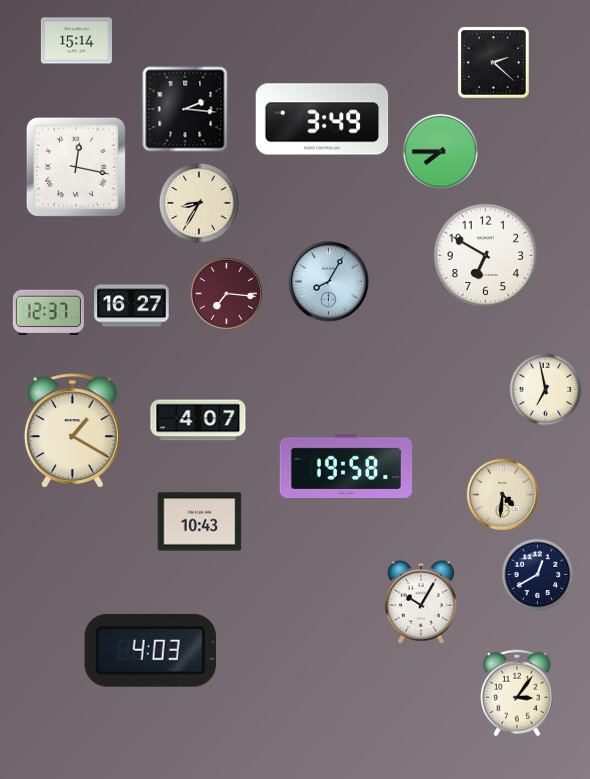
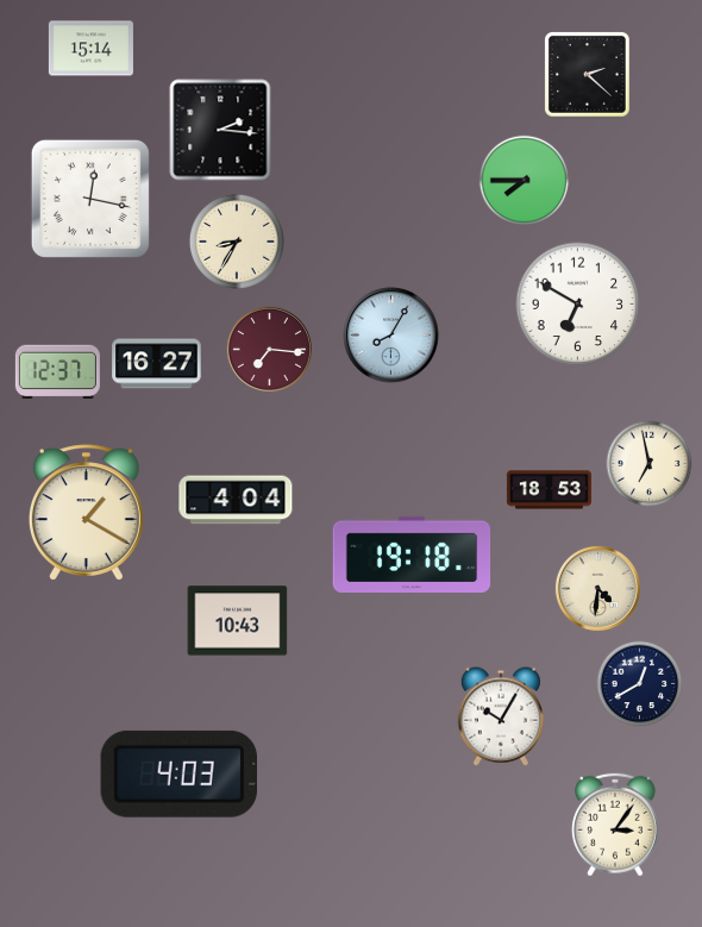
clock at (322, 119): 3:49 -> none
clock at (549, 490): none -> 18:53
clock at (198, 420): 4:07 -> 4:04
clock at (346, 466): 19:58 -> 19:18
